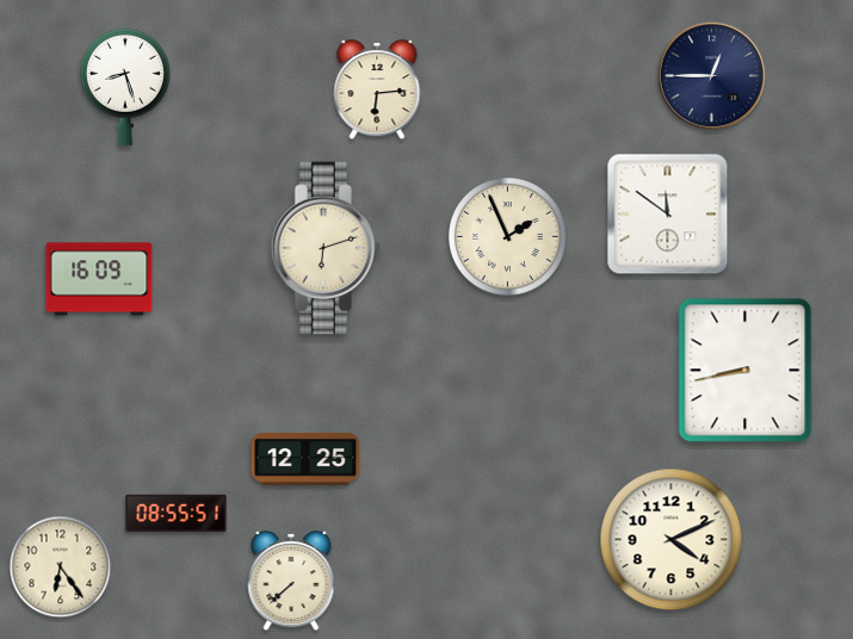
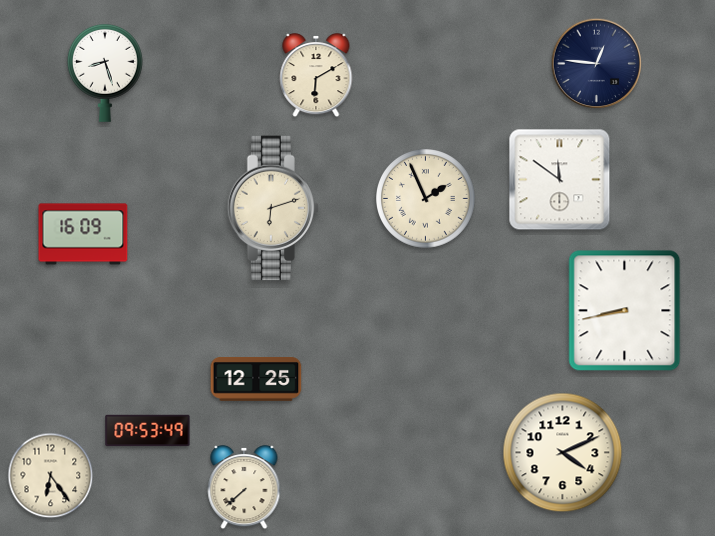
clock at (712, 76): 12:45 -> 12:46
clock at (377, 91): 6:14 -> 6:10
clock at (305, 460) position: (305, 460) -> (256, 380)
clock at (177, 514): 08:55 -> 09:53
